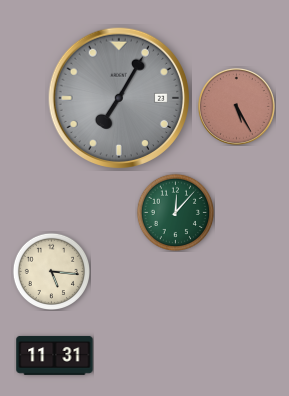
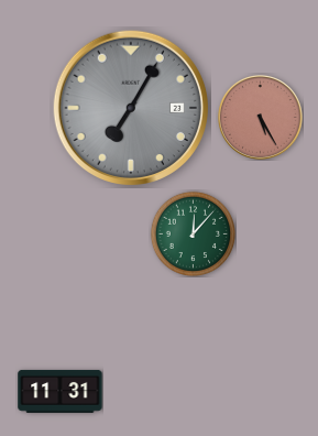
clock at (51, 271): 5:16 -> none
